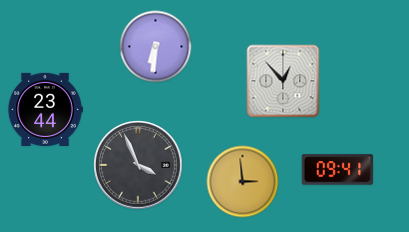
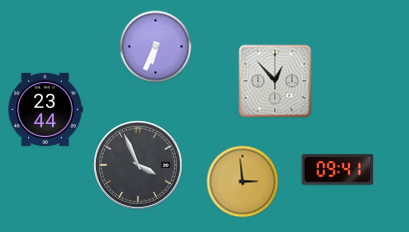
clock at (156, 47): 6:31 -> 6:34
clock at (283, 81) position: (283, 81) -> (275, 81)
